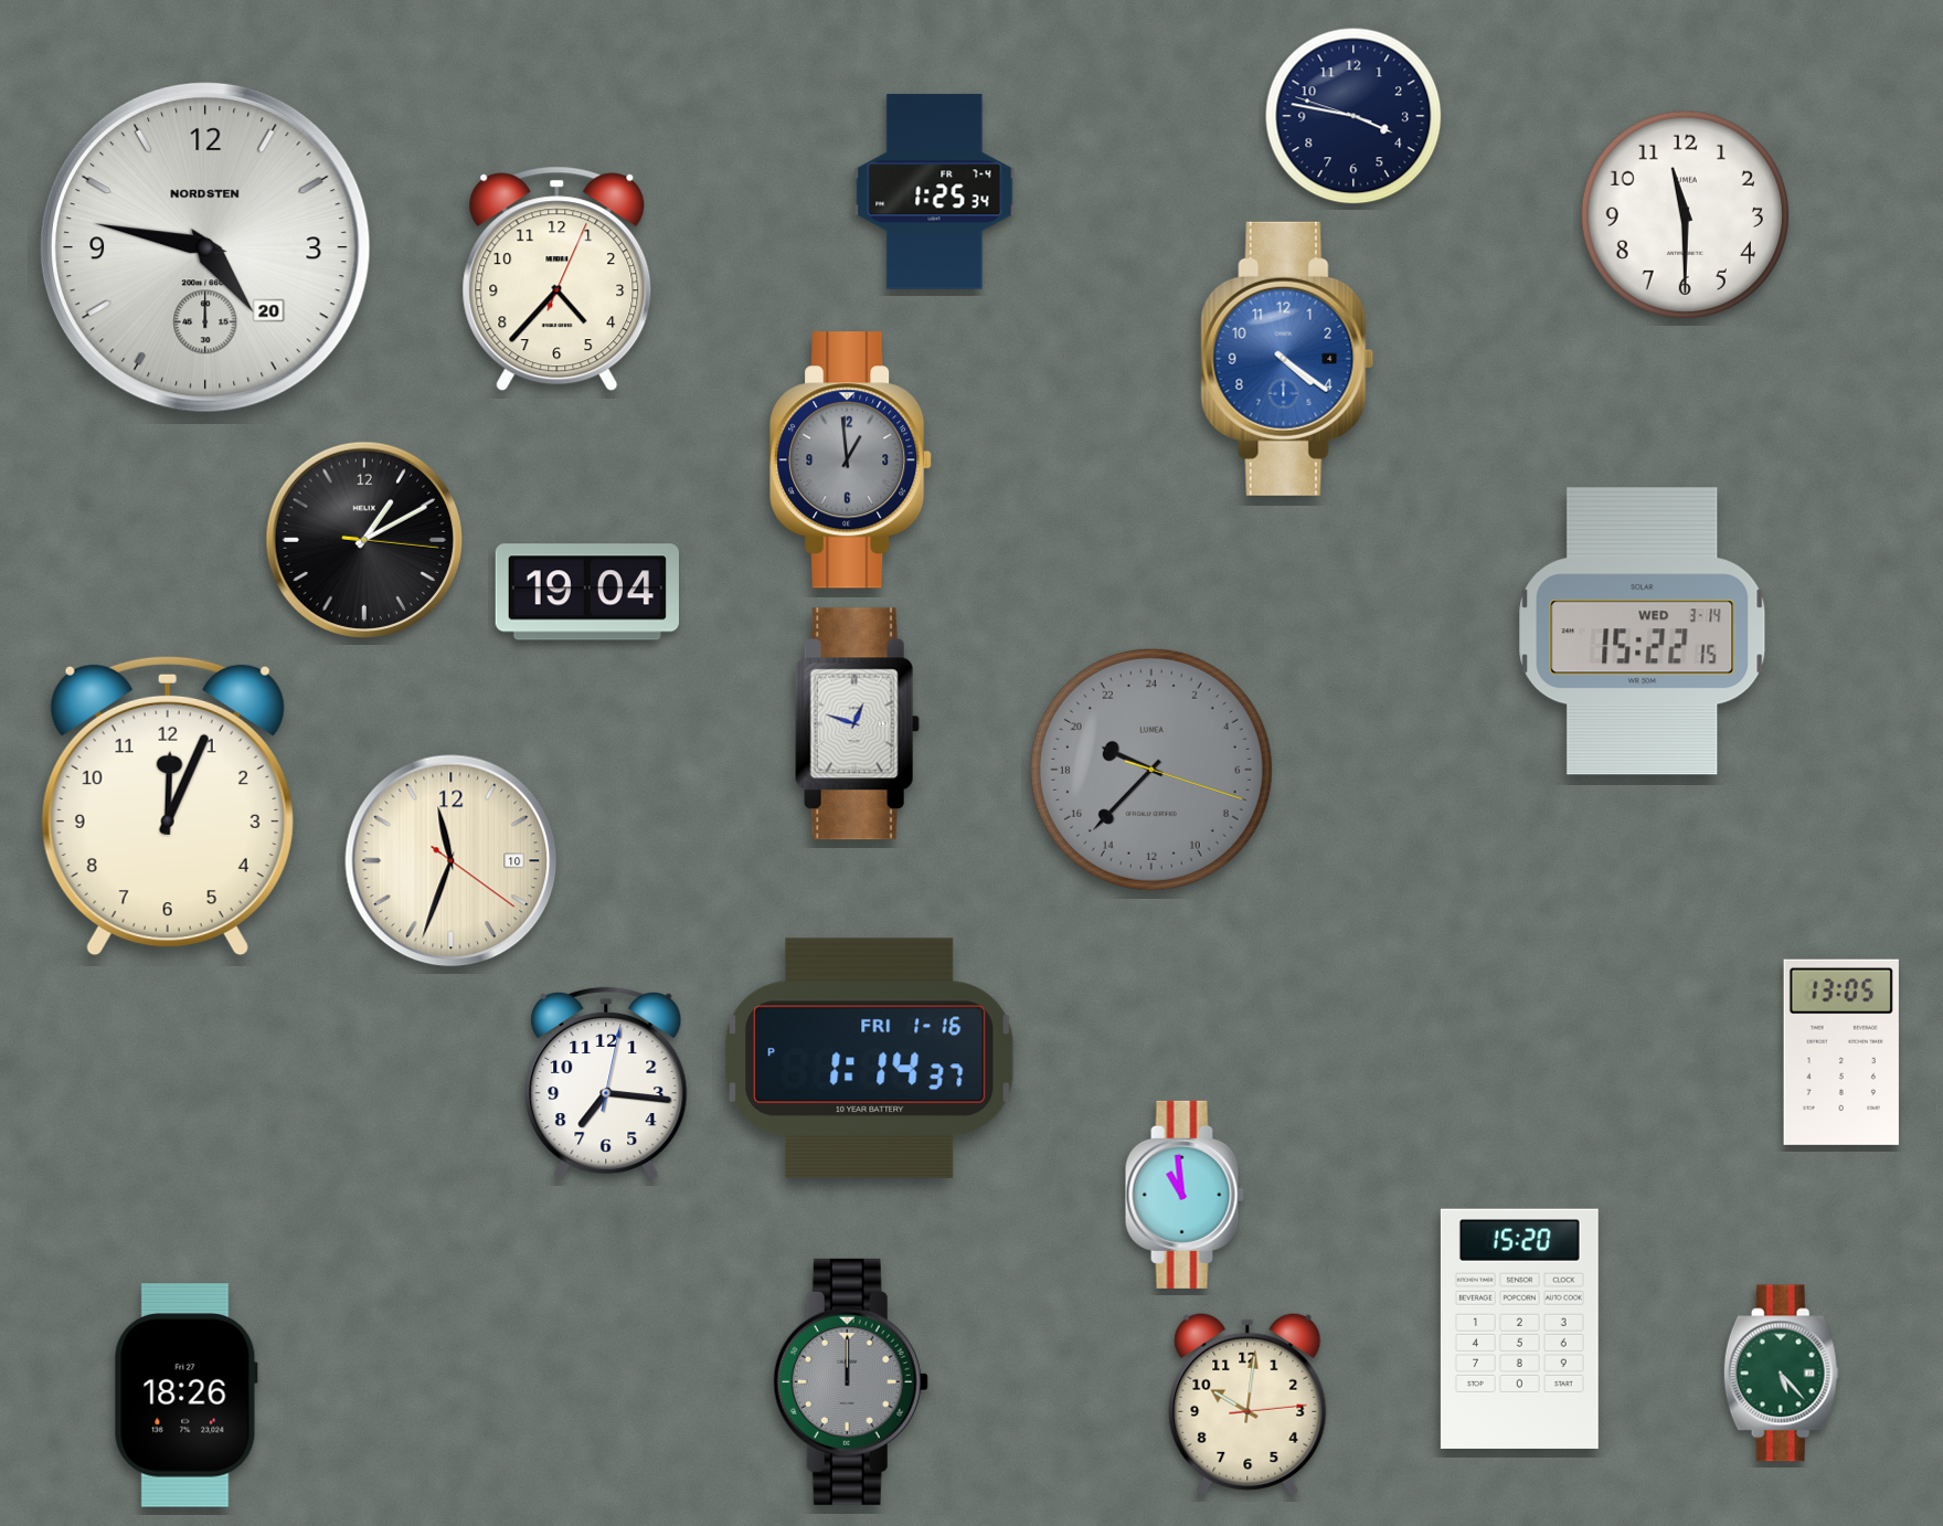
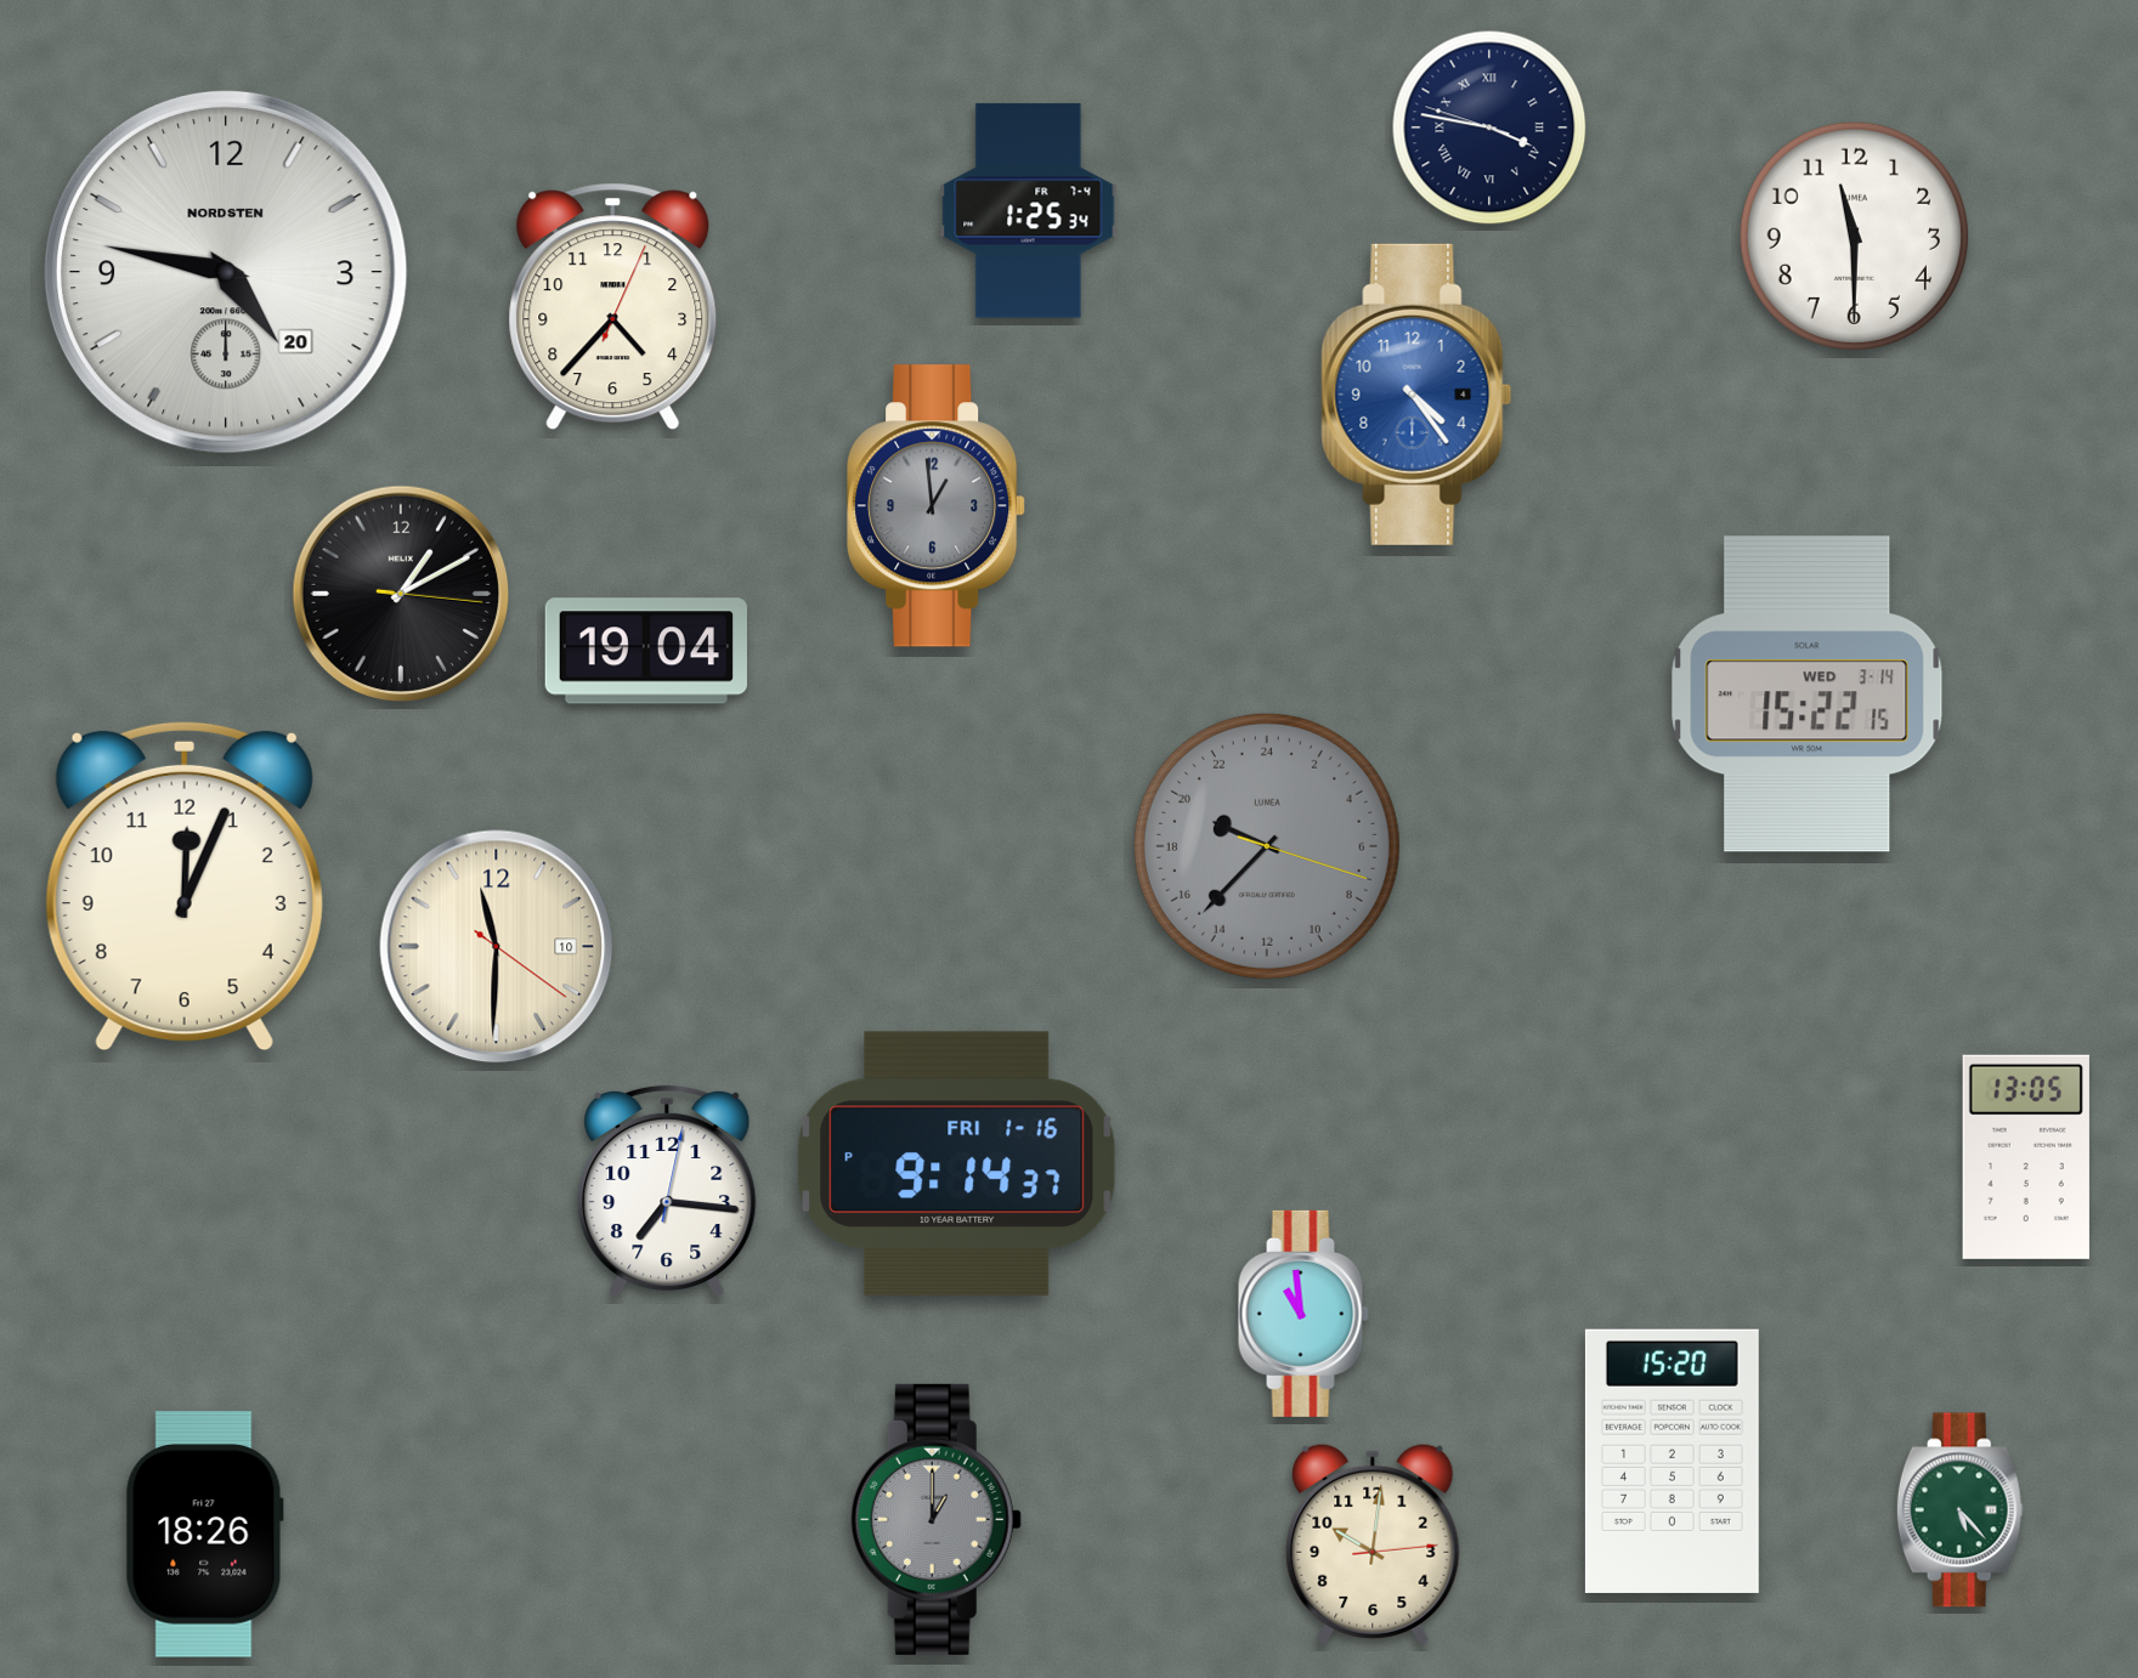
clock at (1353, 116) numerals: Arabic -> Roman
clock at (1287, 359): 4:21 -> 4:24
clock at (857, 724): 12:48 -> none
clock at (452, 861): 11:33 -> 11:30
clock at (870, 1058): 1:14 -> 9:14
clock at (850, 1381): 12:00 -> 1:00
